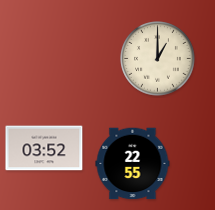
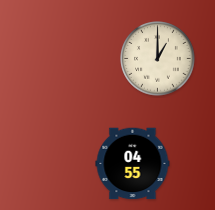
clock at (44, 148): 03:52 -> none
clock at (133, 164): 22:55 -> 04:55
